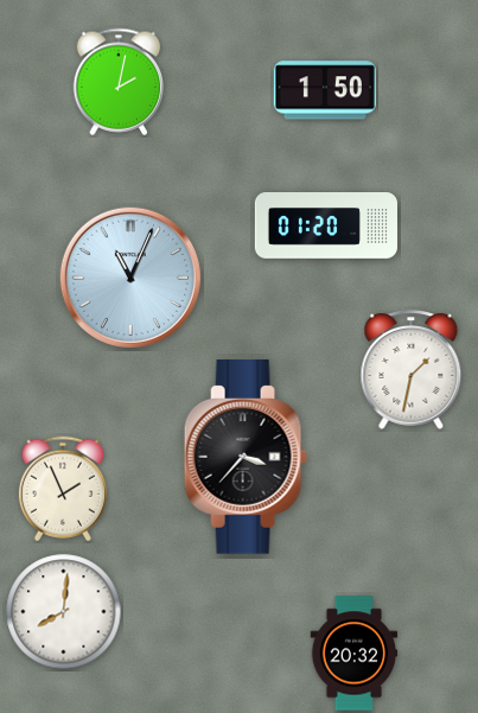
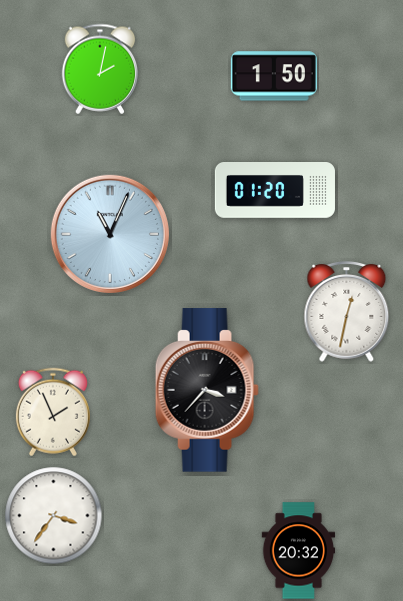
clock at (412, 370): 1:32 -> 12:32
clock at (246, 457) position: (246, 457) -> (207, 390)
clock at (64, 612): 8:01 -> 3:36
